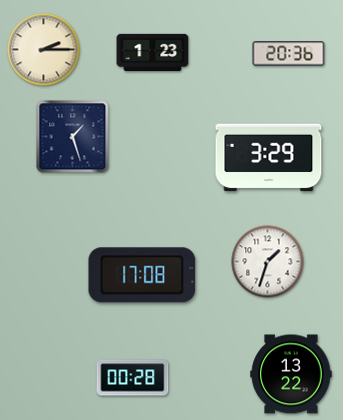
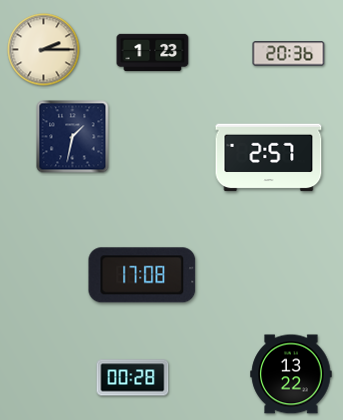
clock at (73, 137): 1:27 -> 1:32
clock at (269, 158): 3:29 -> 2:57
clock at (268, 262): 1:33 -> none
